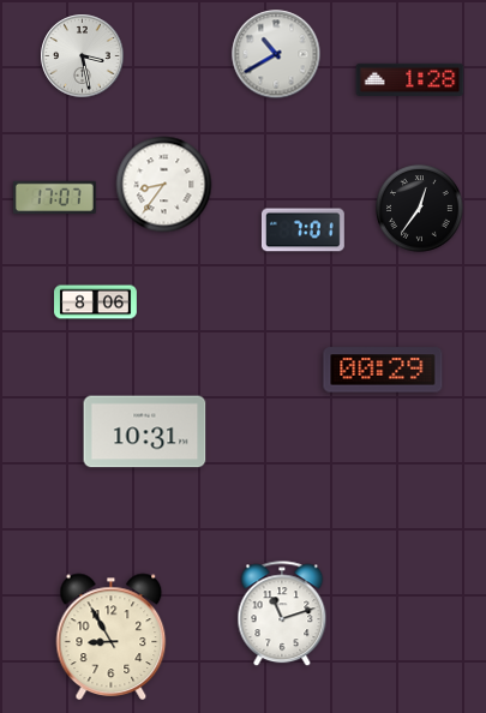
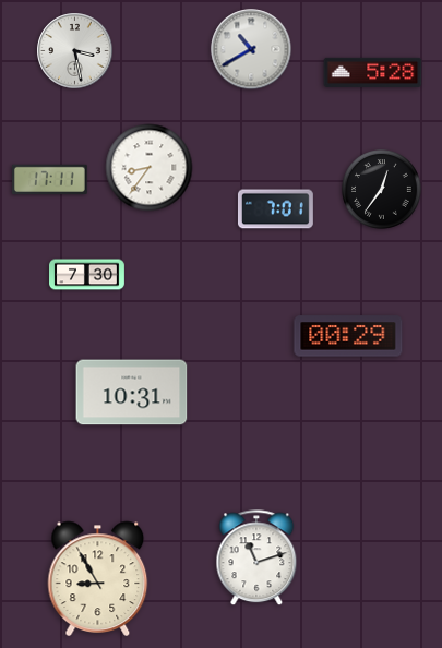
clock at (410, 79): 1:28 -> 5:28
clock at (54, 197): 17:07 -> 17:11
clock at (96, 302): 8:06 -> 7:30
clock at (112, 636) position: (112, 636) -> (98, 578)
